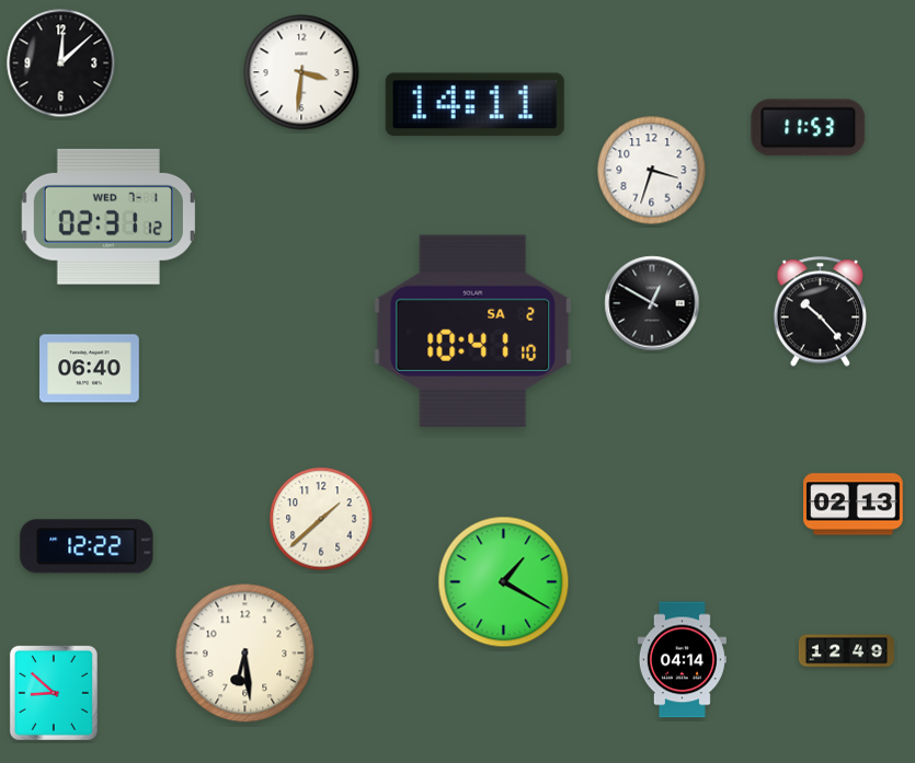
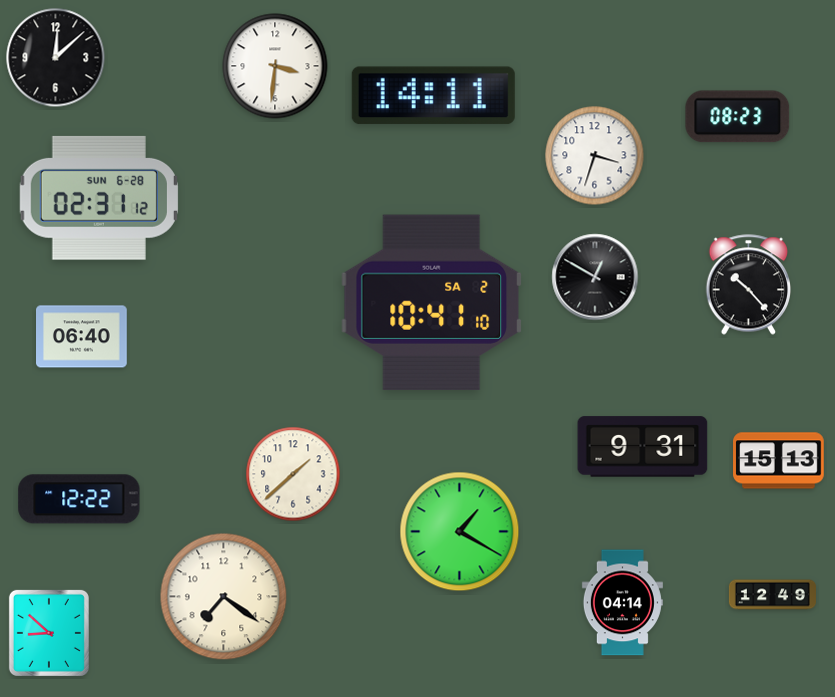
clock at (809, 128): 11:53 -> 08:23
clock at (108, 217) date: WED 7-1 -> SUN 6-28
clock at (643, 447): none -> 9:31
clock at (854, 505): 02:13 -> 15:13
clock at (245, 654): 6:29 -> 7:21
